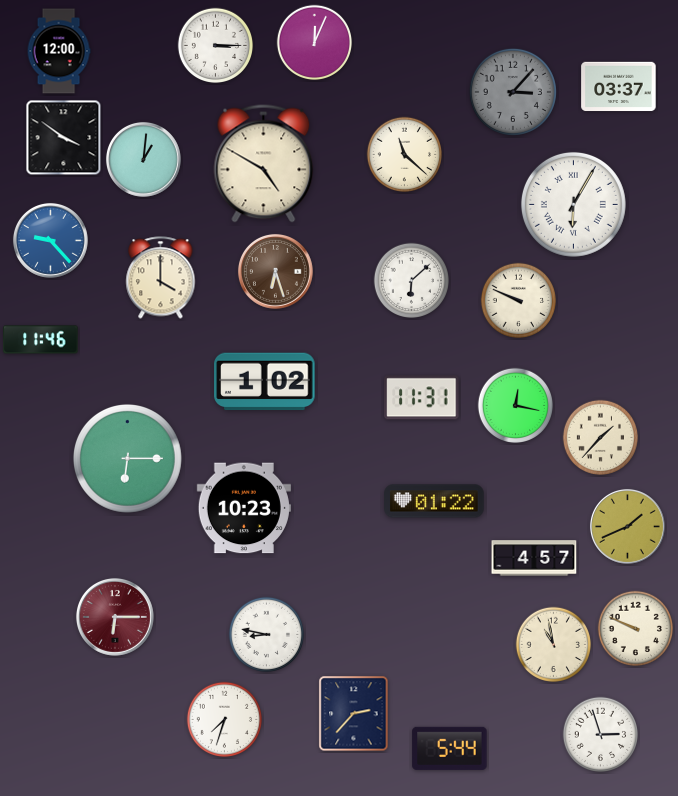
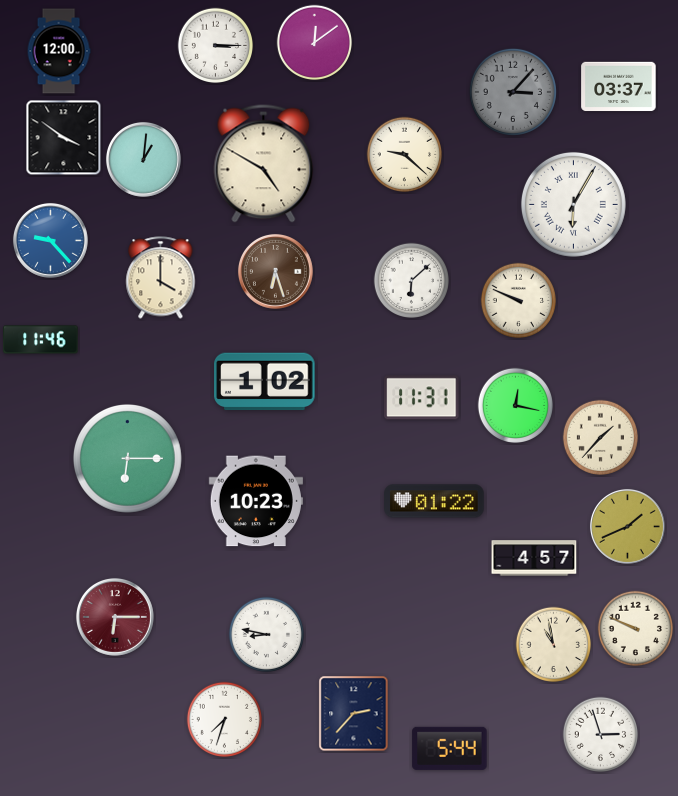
clock at (315, 43): 12:04 -> 12:09
clock at (405, 155): 11:22 -> 9:22
clock at (244, 508) position: (244, 508) -> (256, 501)
